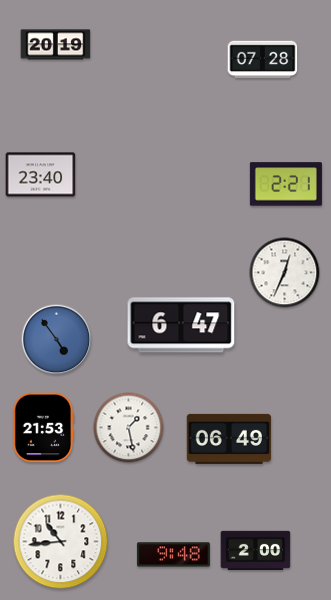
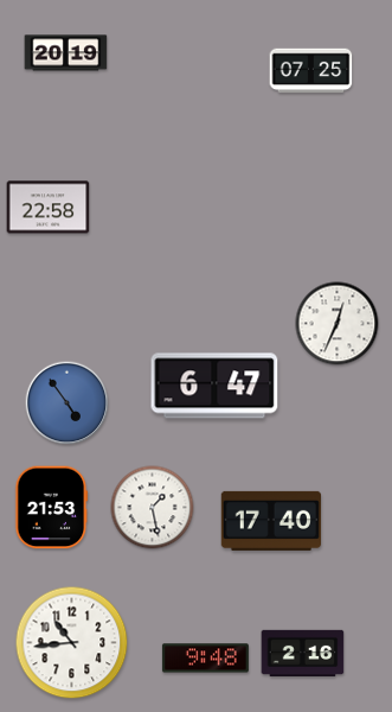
clock at (263, 60): 07:28 -> 07:25
clock at (41, 175): 23:40 -> 22:58
clock at (286, 184): 2:21 -> none
clock at (228, 439): 06:49 -> 17:40
clock at (256, 550): 2:00 -> 2:16
